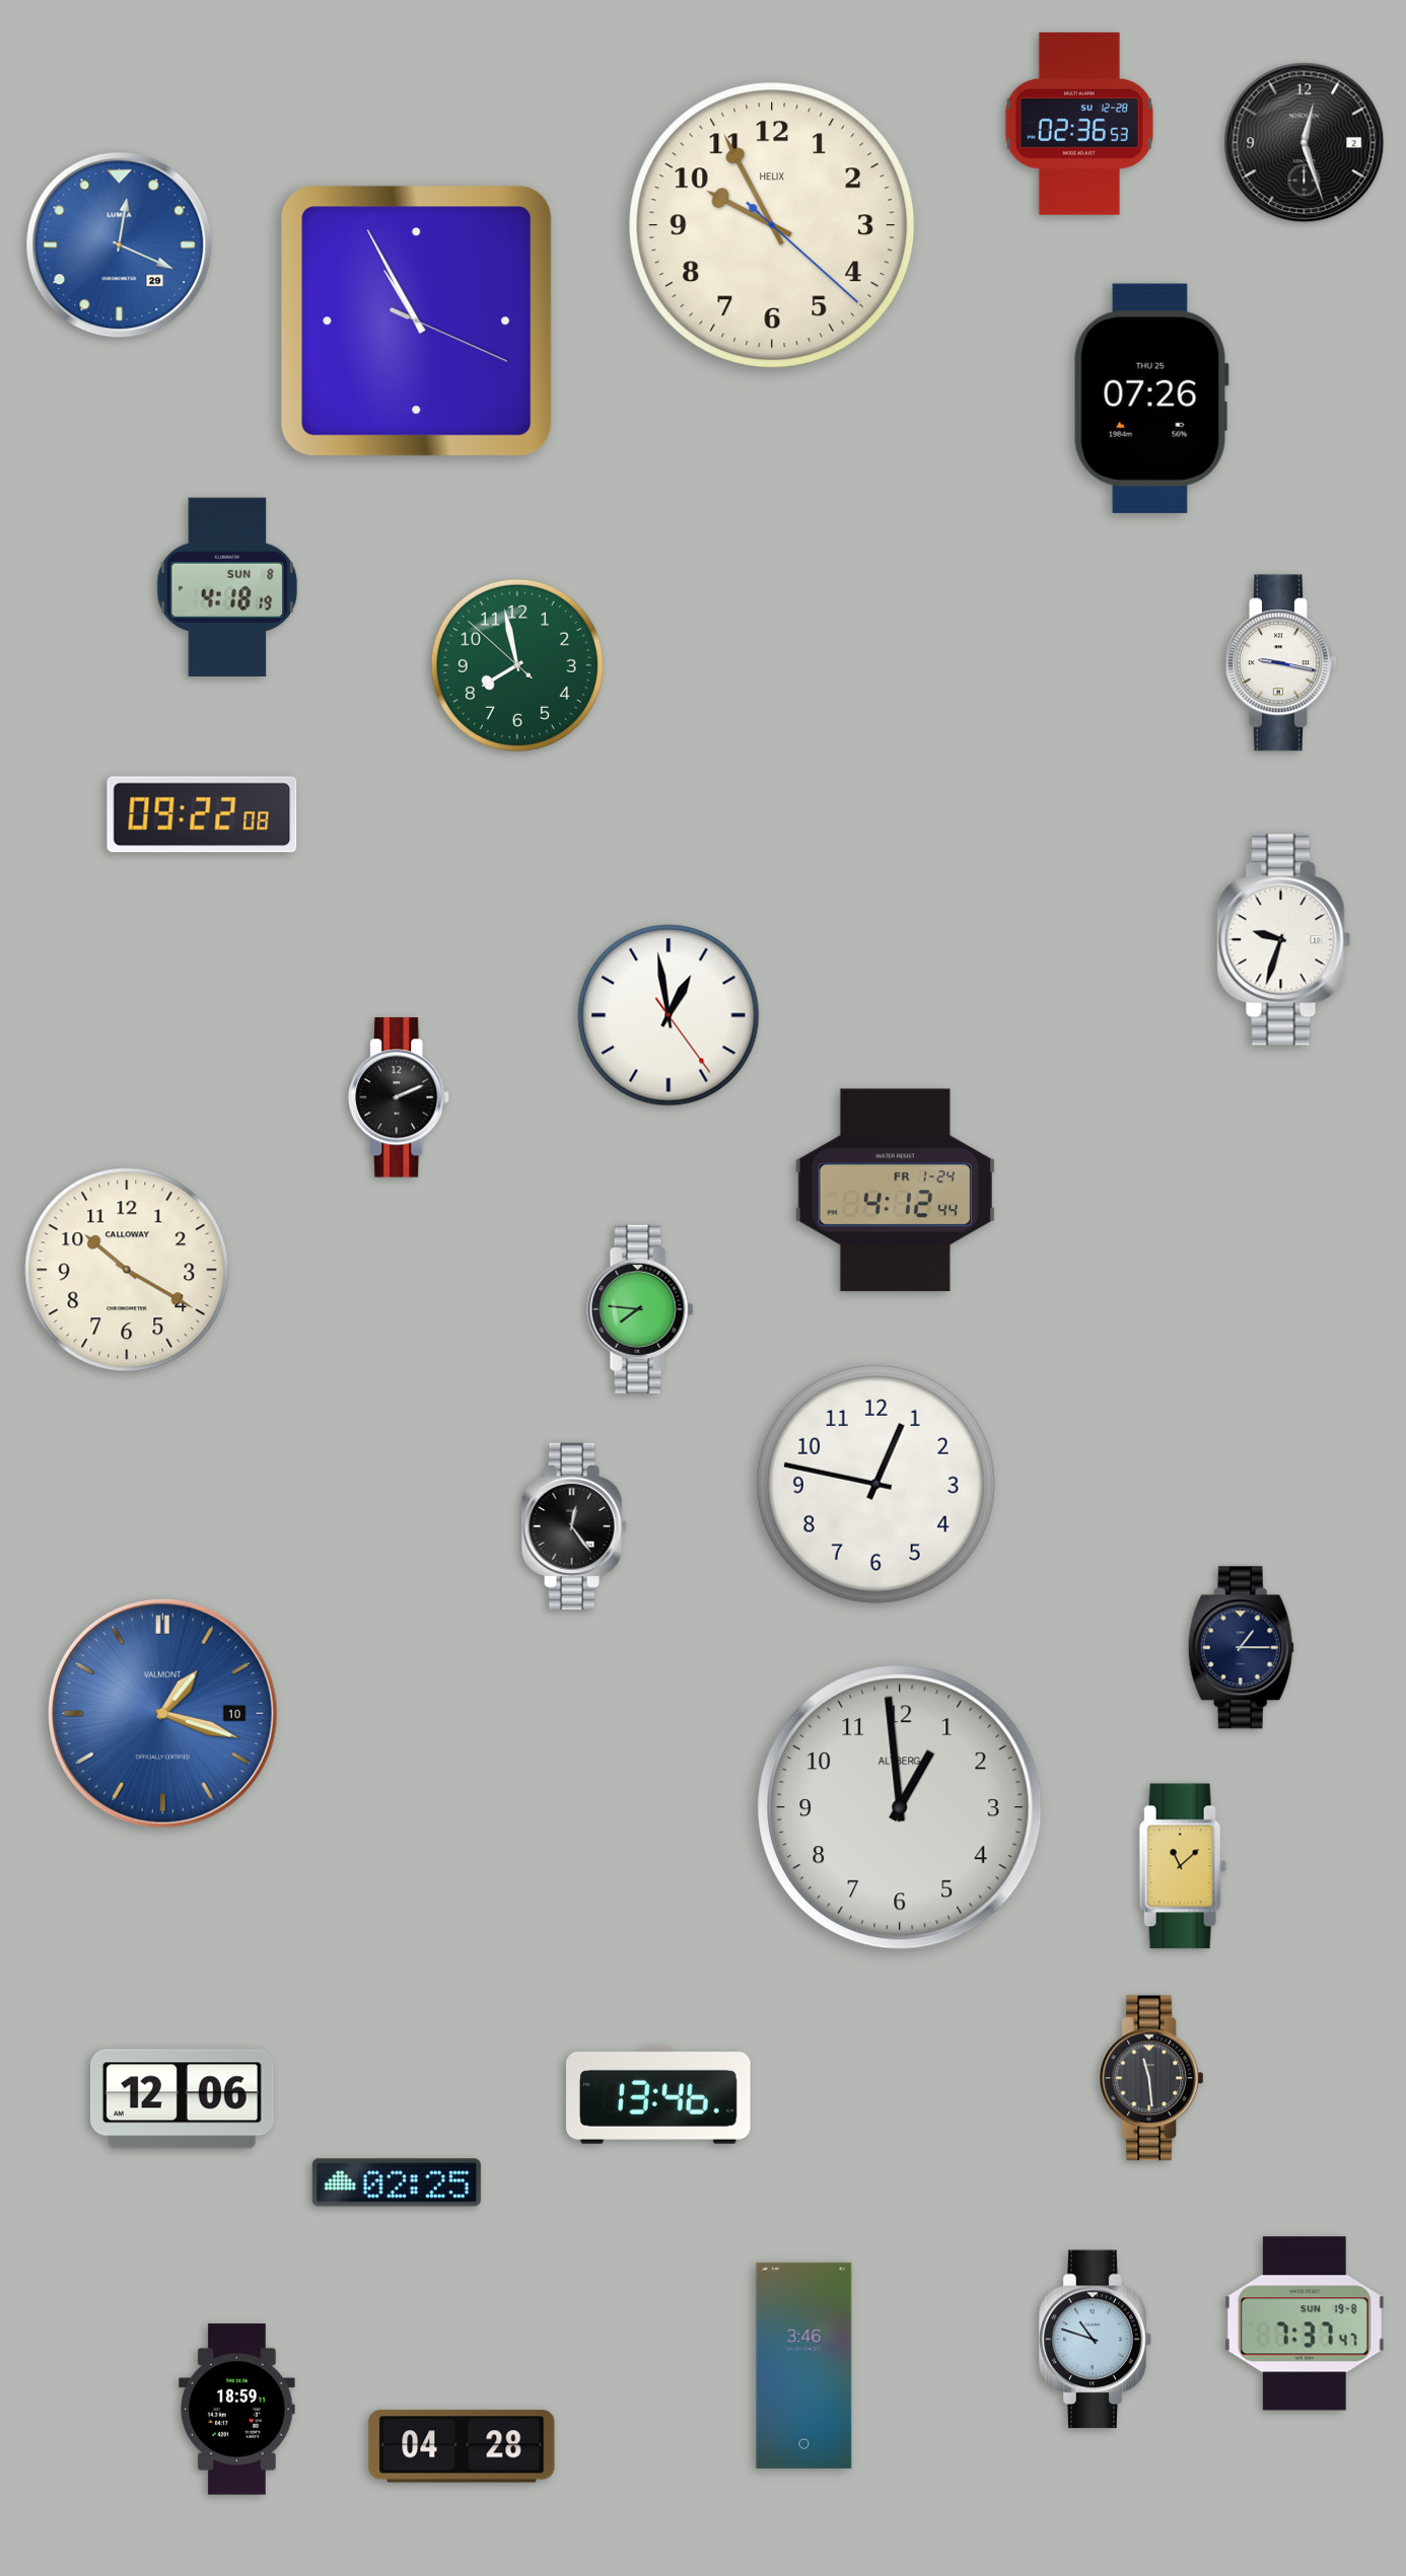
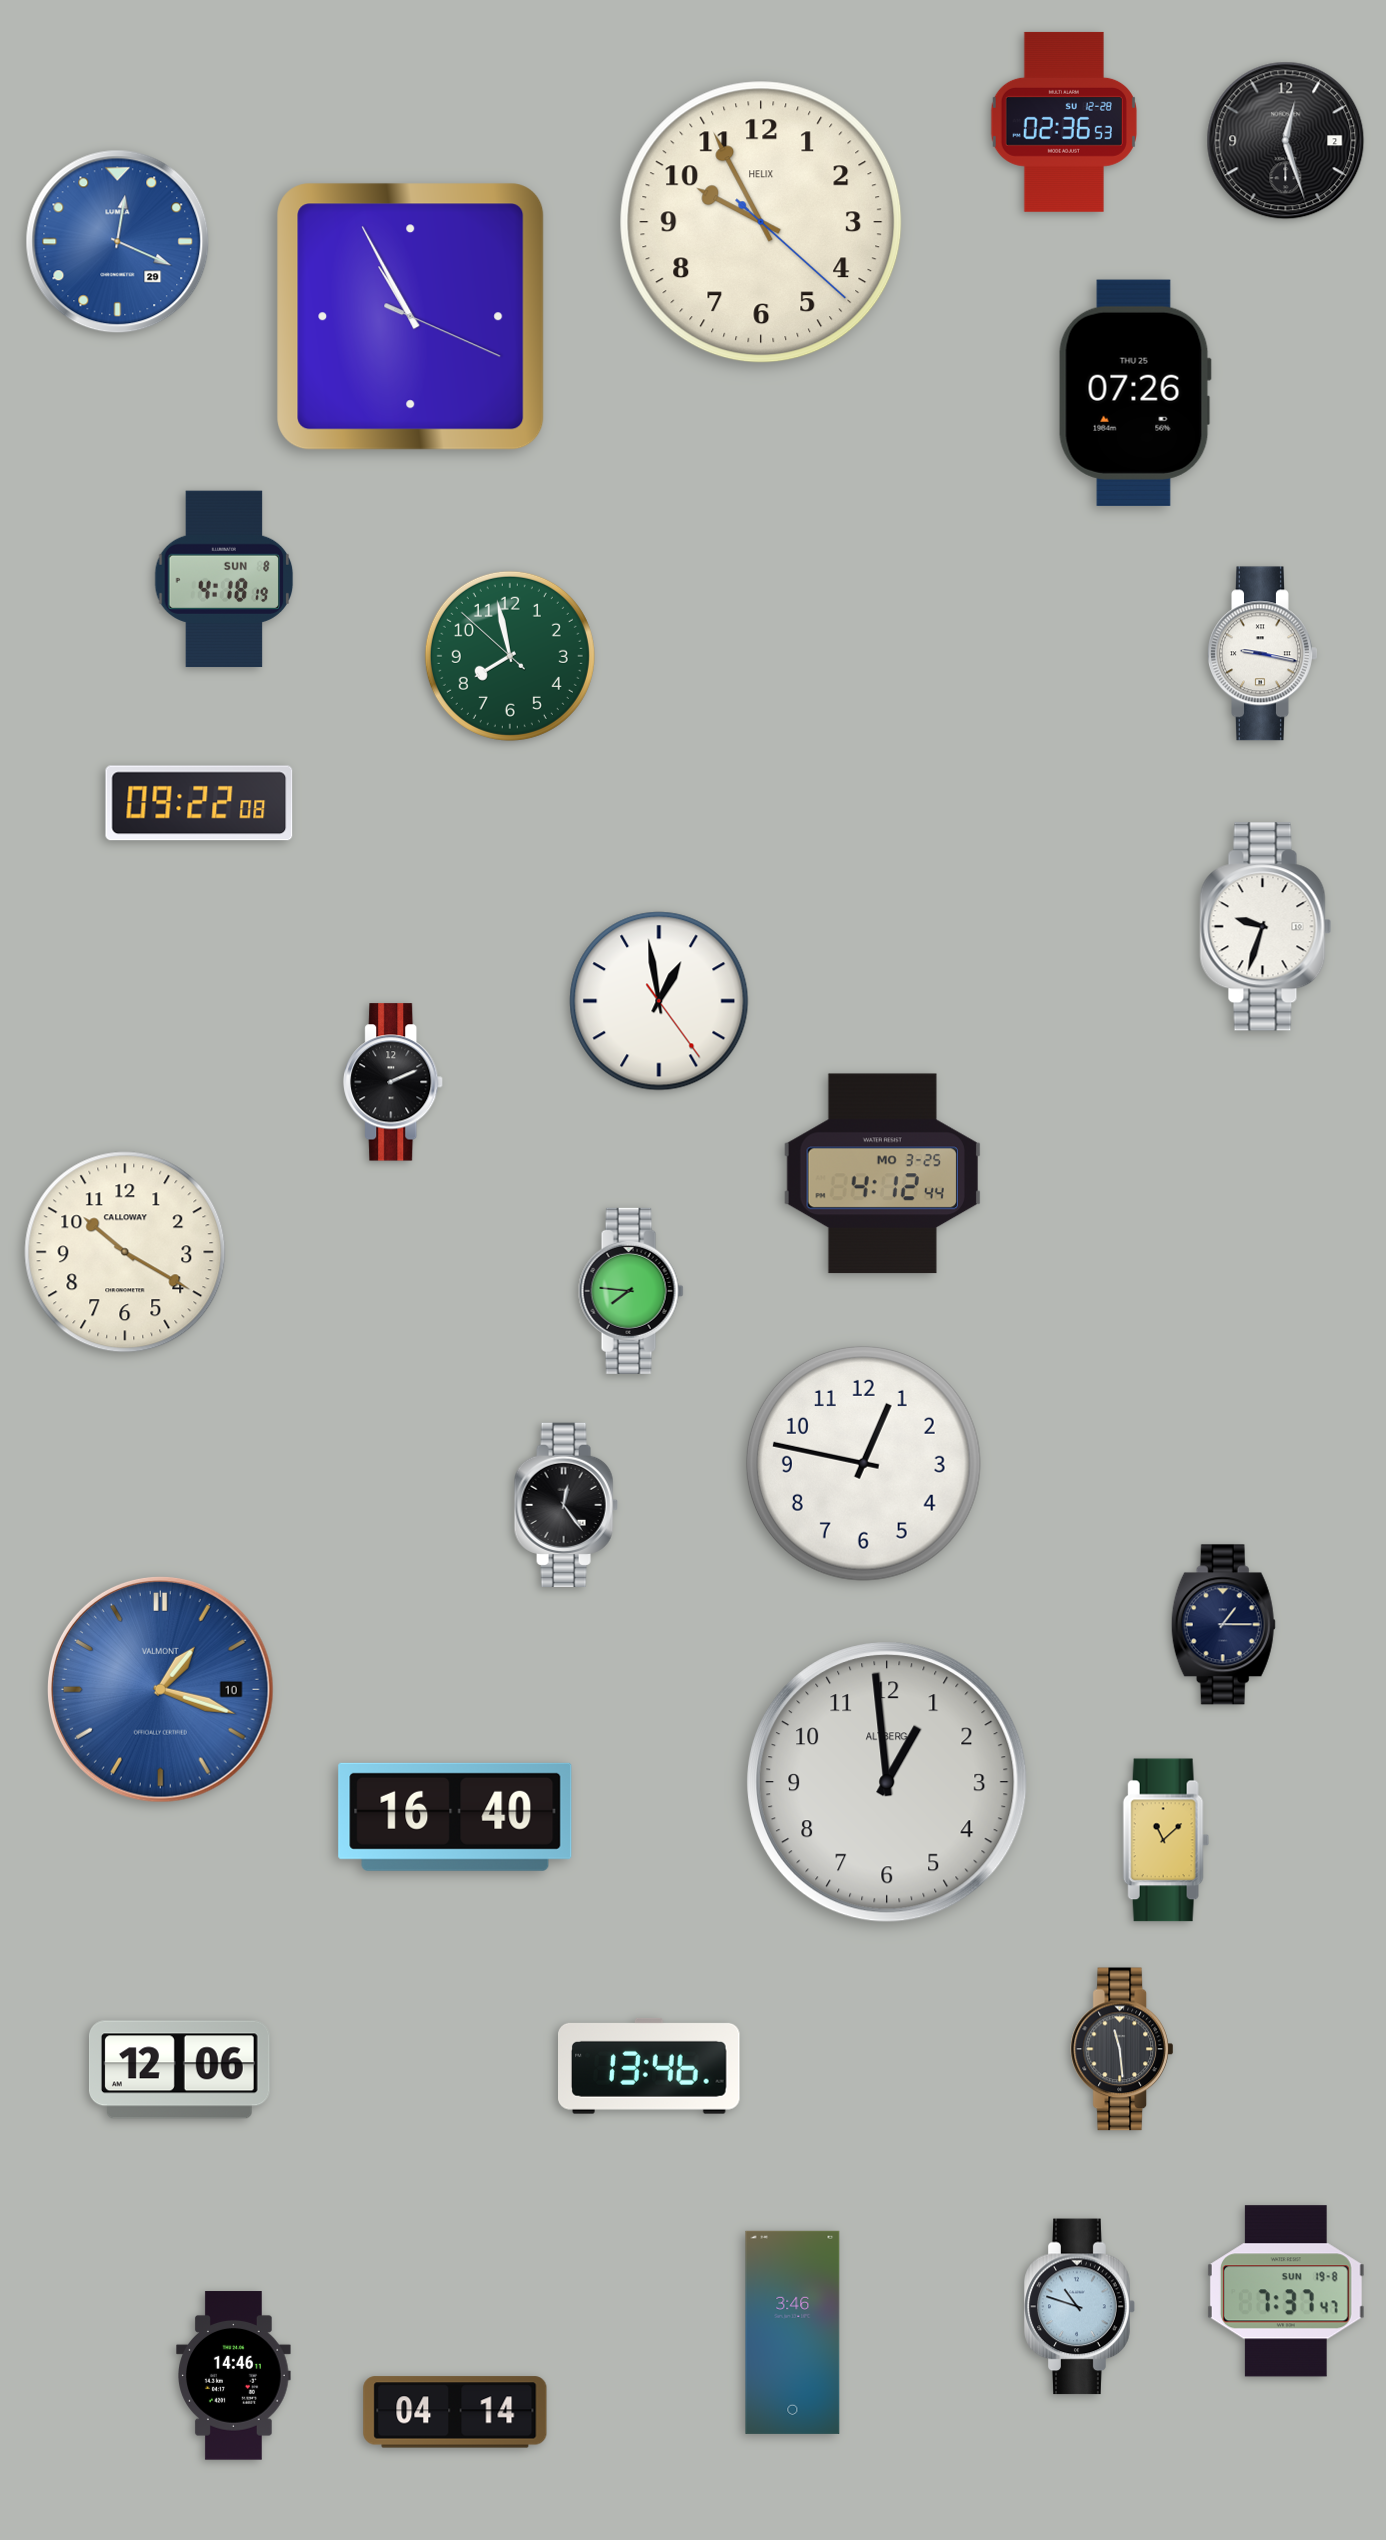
clock at (895, 1191) date: FR 1-24 -> MO 3-25
clock at (455, 1817): none -> 16:40
clock at (1150, 2078) position: (1150, 2078) -> (1121, 2049)
clock at (397, 2183): 02:25 -> none
clock at (237, 2410): 18:59 -> 14:46
clock at (462, 2446): 04:28 -> 04:14
